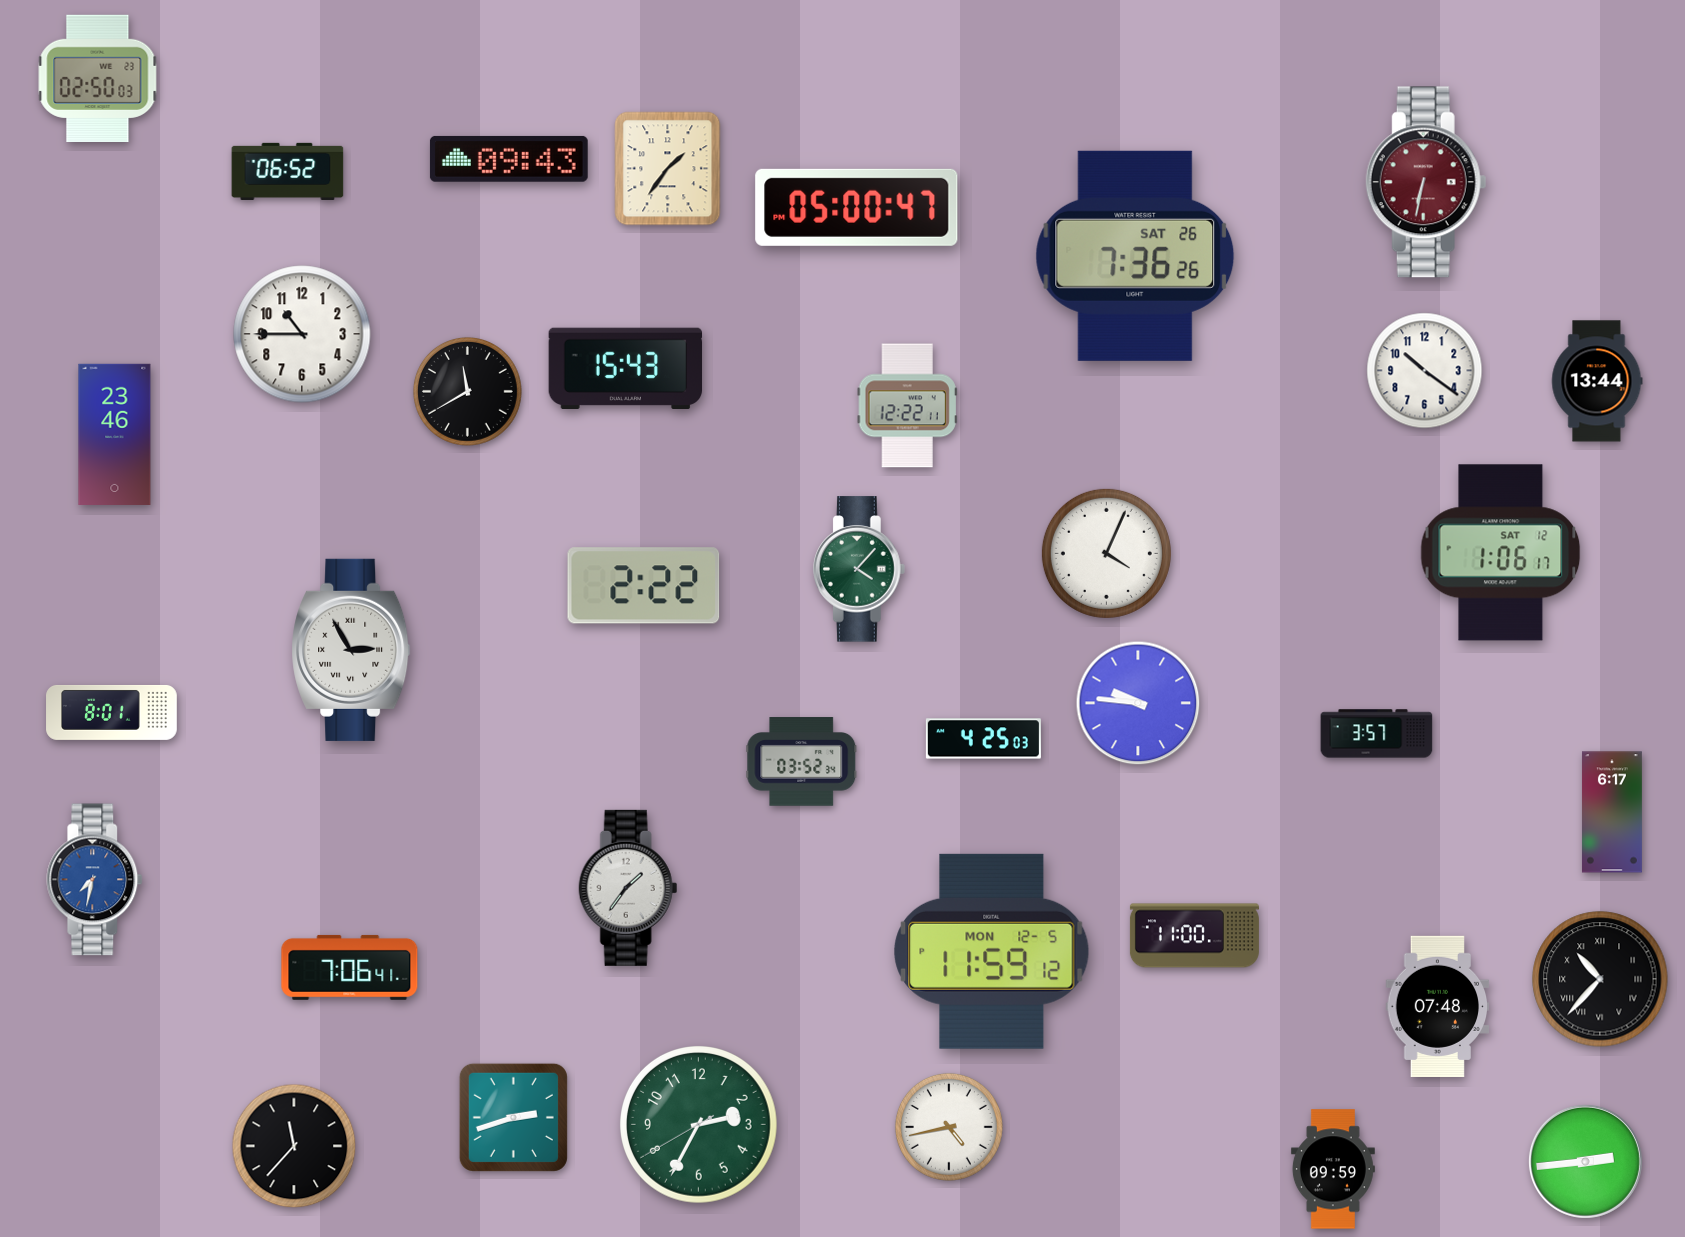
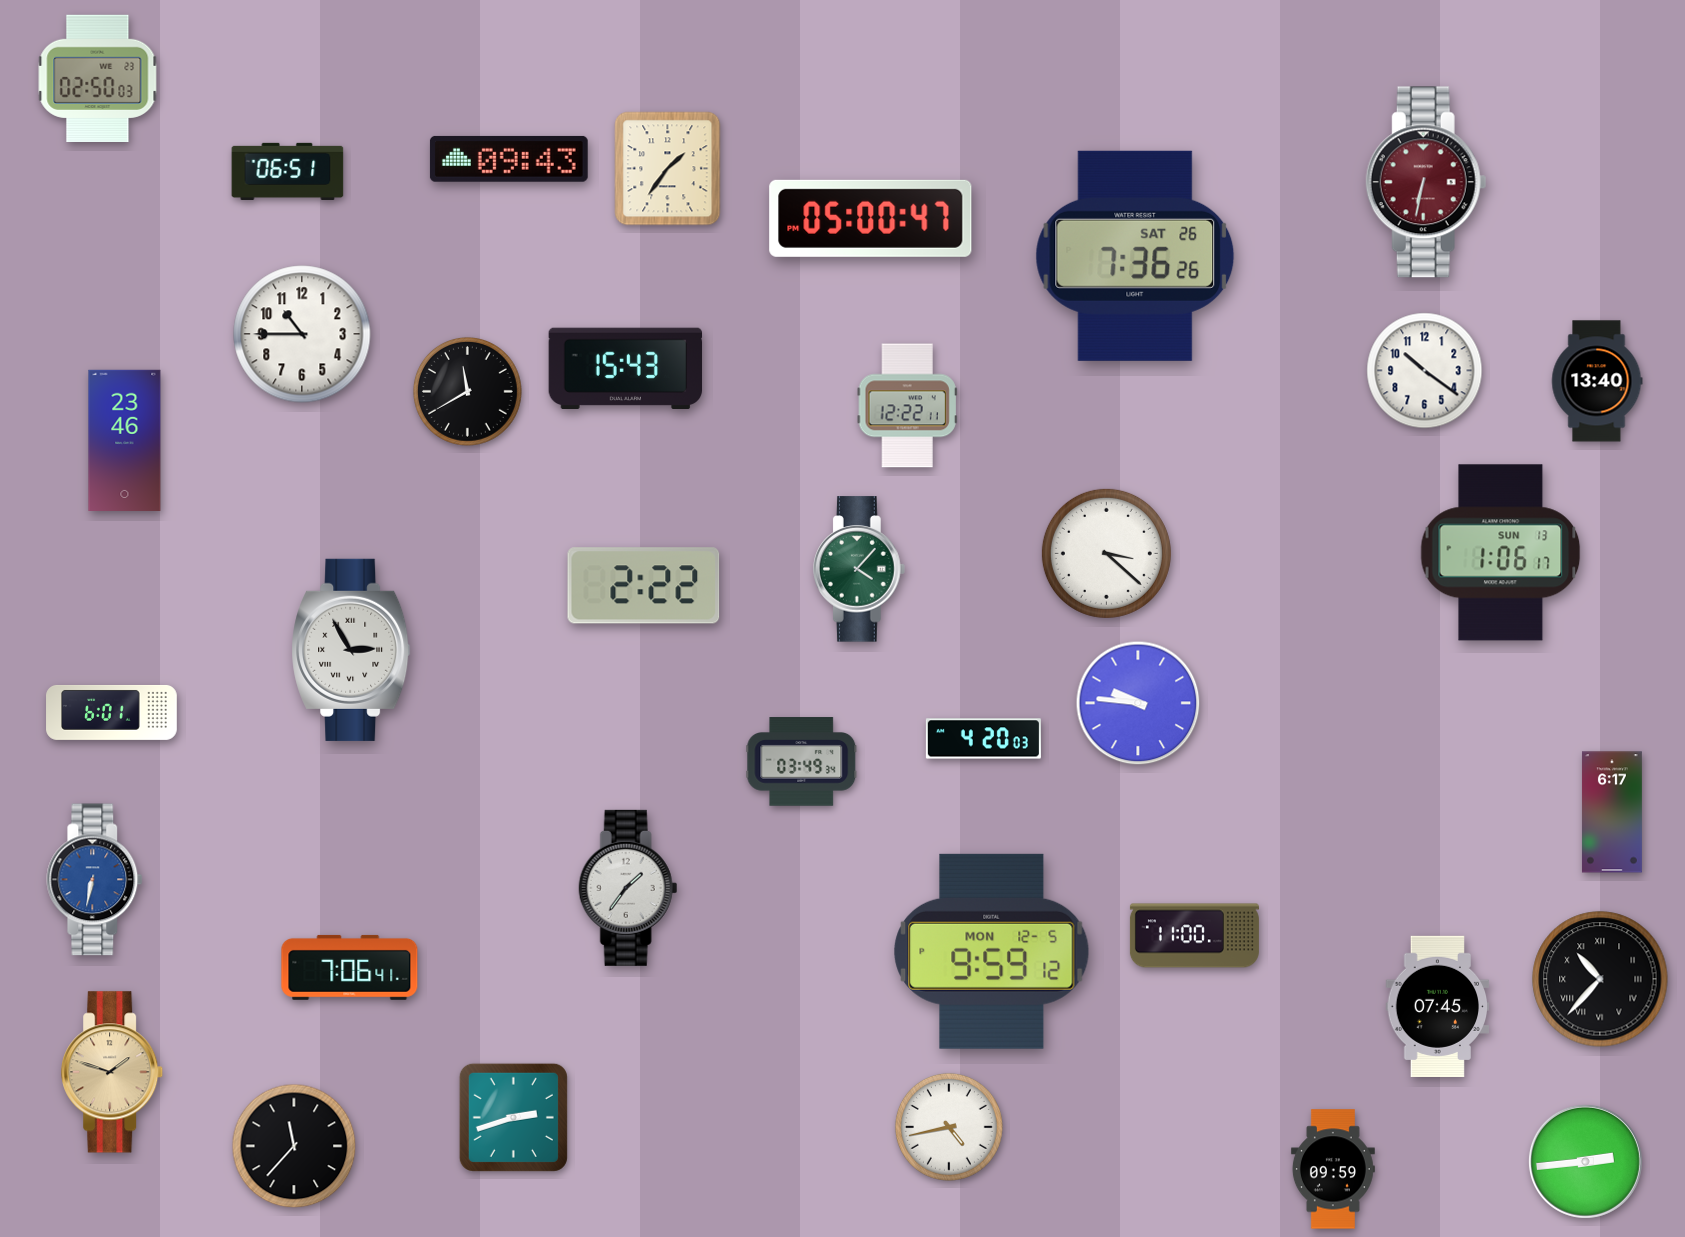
clock at (288, 171): 06:52 -> 06:51
clock at (857, 207) position: (857, 207) -> (871, 218)
clock at (1597, 381): 13:44 -> 13:40
clock at (115, 434) position: (115, 434) -> (125, 440)
clock at (1106, 553): 4:04 -> 3:22
clock at (1501, 553) date: SAT 12 -> SUN 13
clock at (112, 712): 8:01 -> 6:01
clock at (1377, 734): 3:57 -> none
clock at (983, 739): 4:25 -> 4:20
clock at (802, 762): 03:52 -> 03:49
clock at (95, 880): 7:32 -> 6:32
clock at (992, 951): 11:59 -> 9:59
clock at (1438, 1006): 07:48 -> 07:45
clock at (113, 1072): none -> 1:48
clock at (699, 1125): 2:34 -> none
